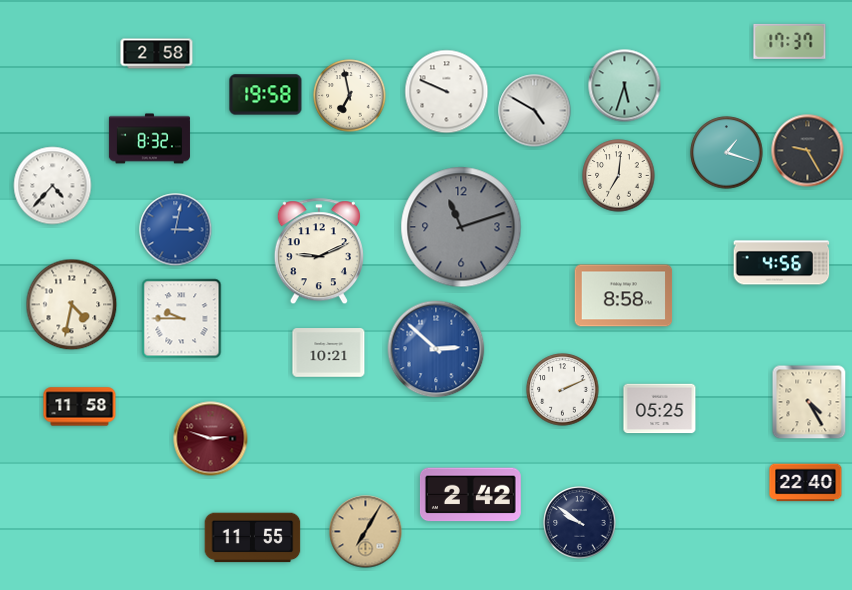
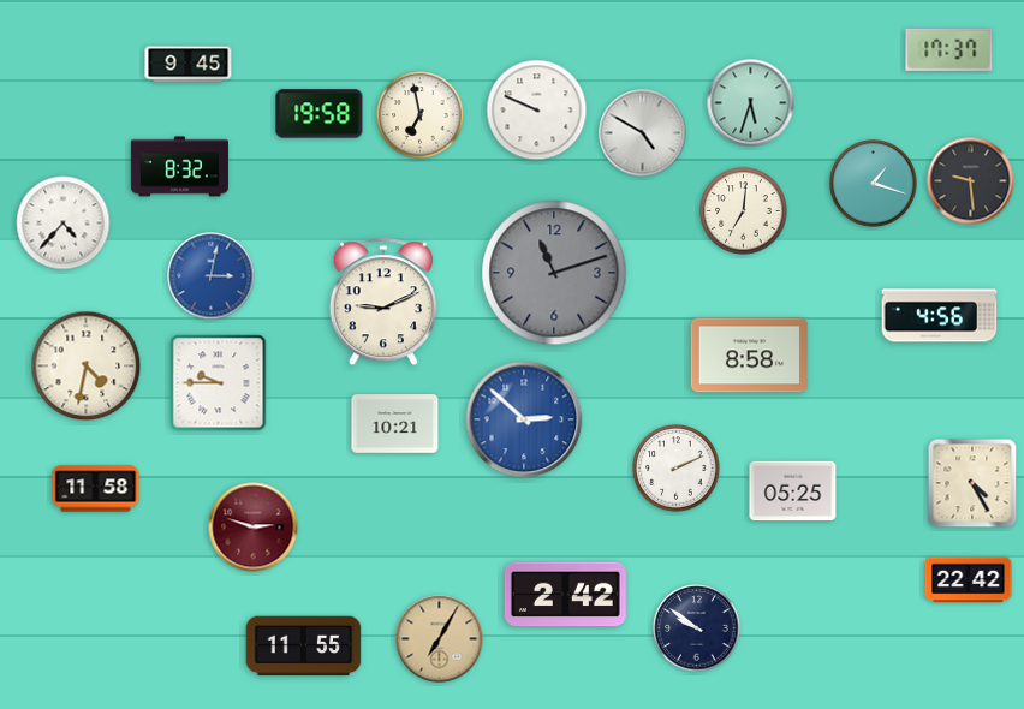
clock at (157, 54): 2:58 -> 9:45
clock at (808, 151): 9:25 -> 9:29
clock at (806, 483): 22:40 -> 22:42
